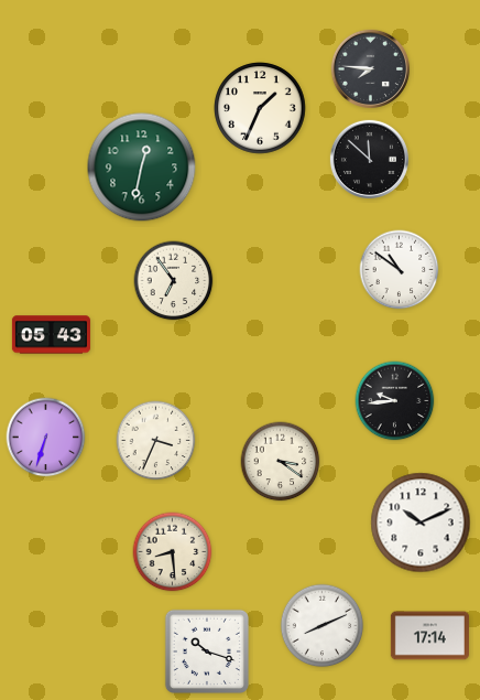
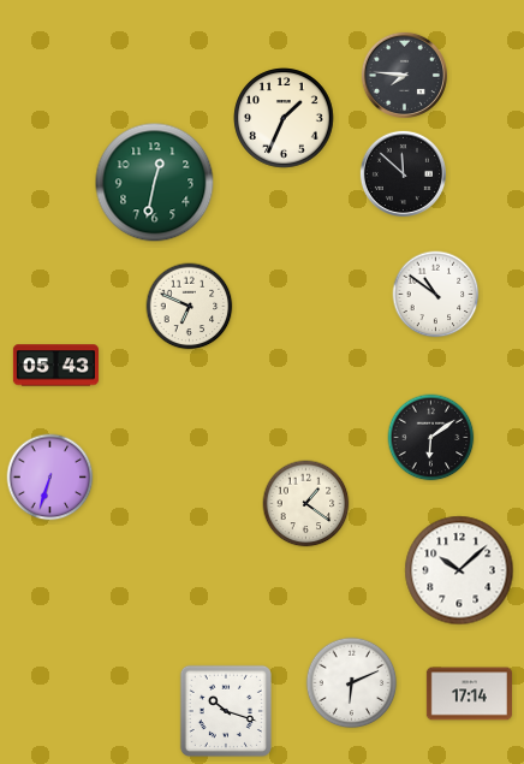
clock at (174, 281): 6:54 -> 6:49
clock at (395, 401): 9:44 -> 6:09
clock at (156, 441): 3:34 -> none
clock at (281, 462): 3:21 -> 1:21
clock at (421, 523): 10:11 -> 10:08
clock at (173, 552): 8:29 -> none
clock at (323, 626): 8:11 -> 6:11
